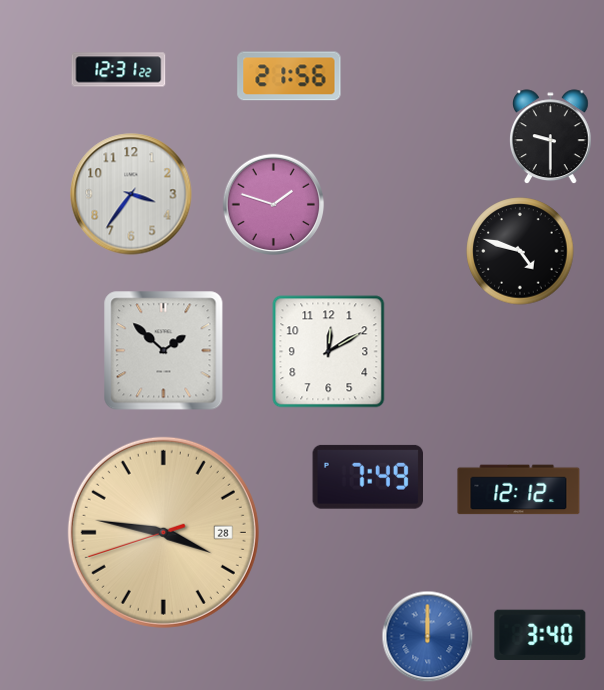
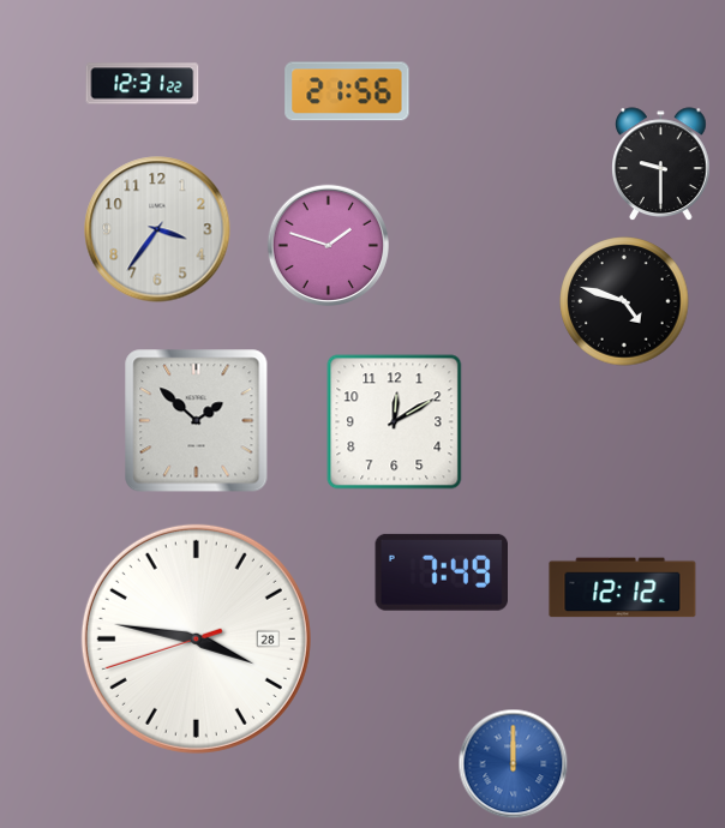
clock at (131, 194) position: (131, 194) -> (157, 229)
clock at (163, 532) dial: champagne -> white
clock at (540, 634): 3:40 -> none
